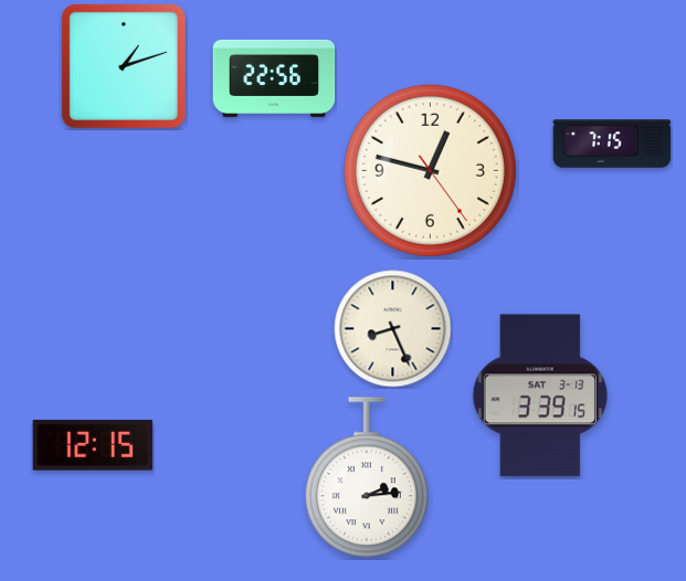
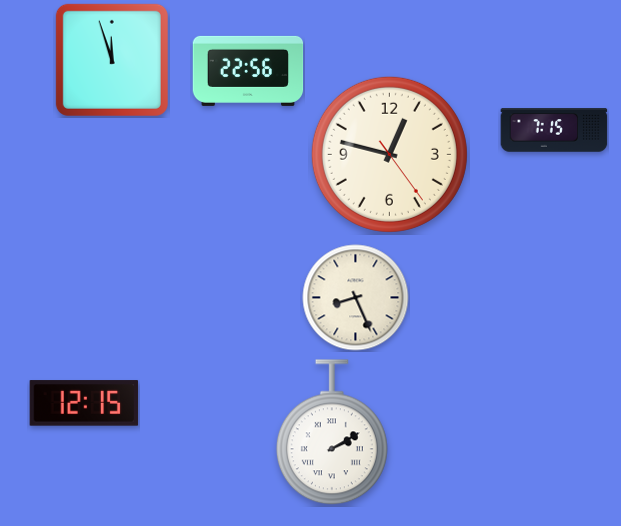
clock at (124, 66): 1:12 -> 11:57
clock at (540, 395): 3:39 -> none
clock at (367, 477): 2:14 -> 2:10
